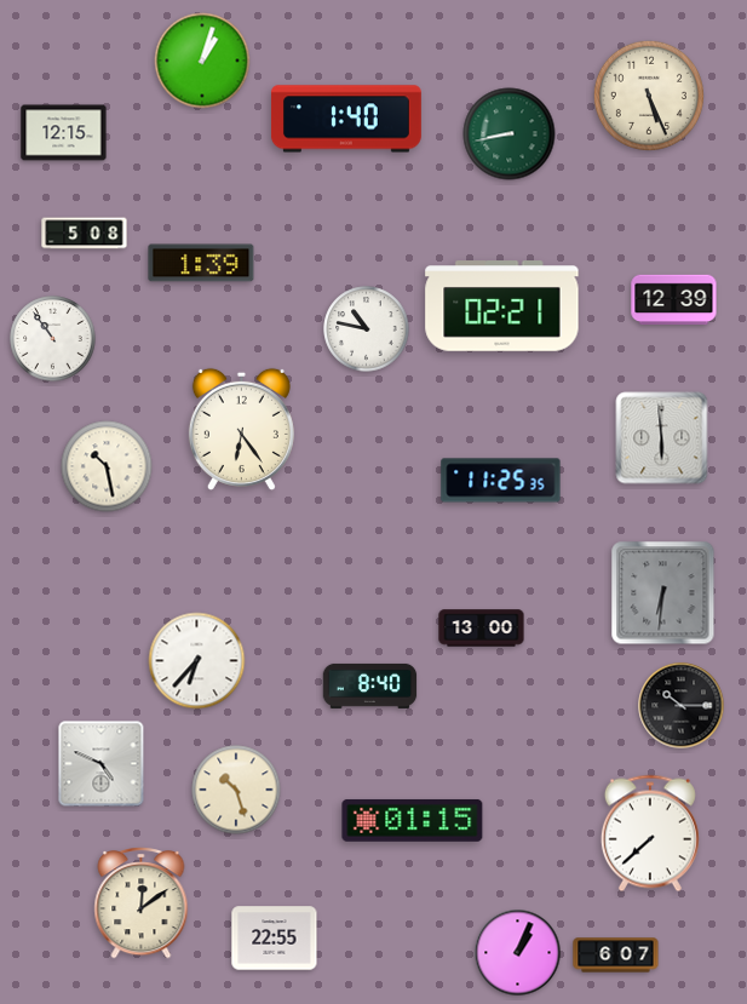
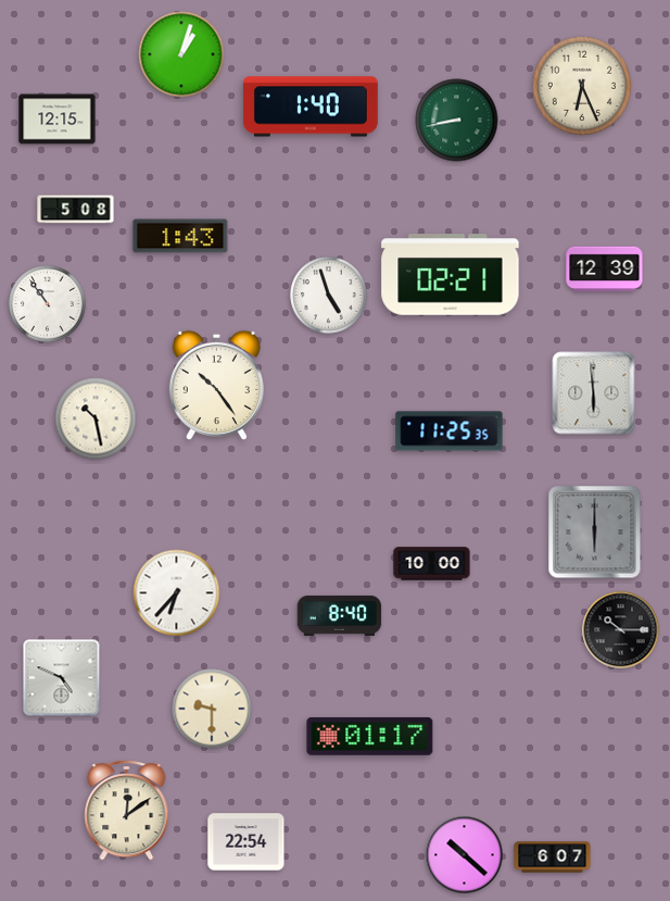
clock at (649, 96): 5:26 -> 6:26
clock at (201, 263): 1:39 -> 1:43
clock at (367, 329): 10:47 -> 4:57
clock at (241, 429): 6:24 -> 10:24
clock at (663, 593): 6:31 -> 6:00
clock at (482, 629): 13:00 -> 10:00
clock at (370, 685) position: (370, 685) -> (340, 615)
clock at (682, 706) position: (682, 706) -> (621, 630)
clock at (102, 764) position: (102, 764) -> (62, 678)
clock at (236, 790): 10:27 -> 9:30
clock at (413, 820): 01:15 -> 01:17
clock at (650, 833): 7:38 -> none
clock at (275, 939): 22:55 -> 22:54
clock at (518, 953): 1:04 -> 10:22
